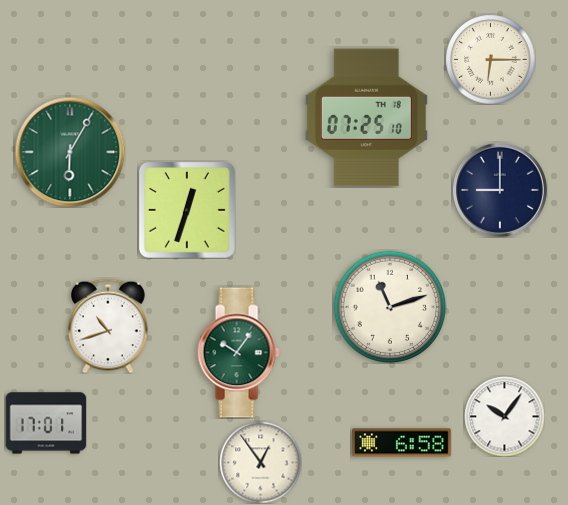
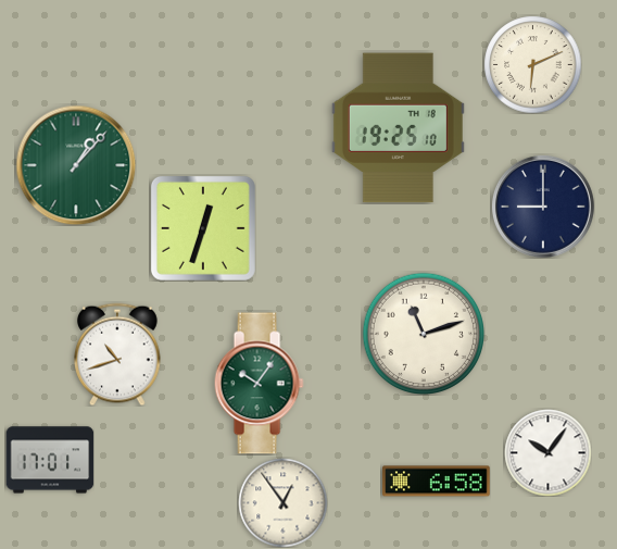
clock at (490, 59): 6:15 -> 6:11
clock at (366, 118): 07:25 -> 19:25
clock at (70, 152): 6:05 -> 1:07
